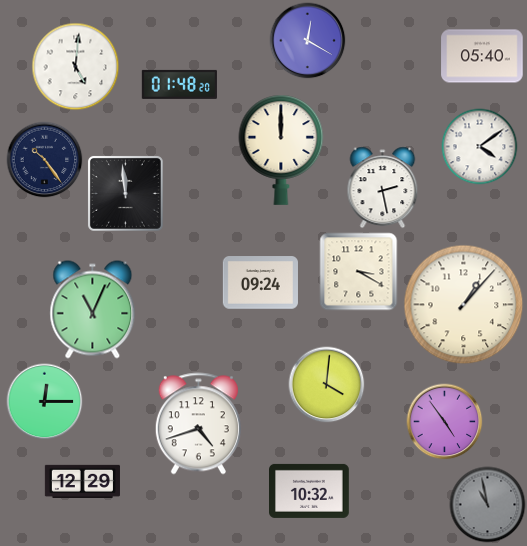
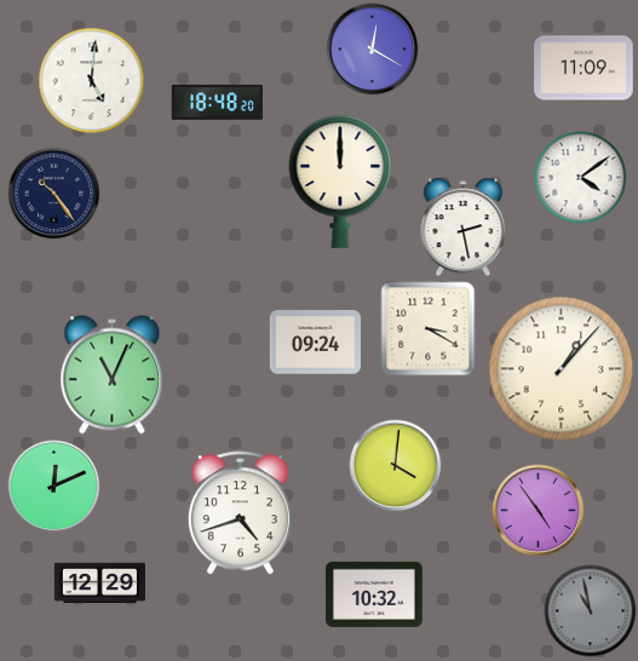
clock at (482, 56): 05:40 -> 11:09
clock at (179, 84): 01:48 -> 18:48
clock at (125, 193): 11:59 -> none
clock at (359, 272) position: (359, 272) -> (429, 329)
clock at (45, 402): 12:15 -> 12:11
